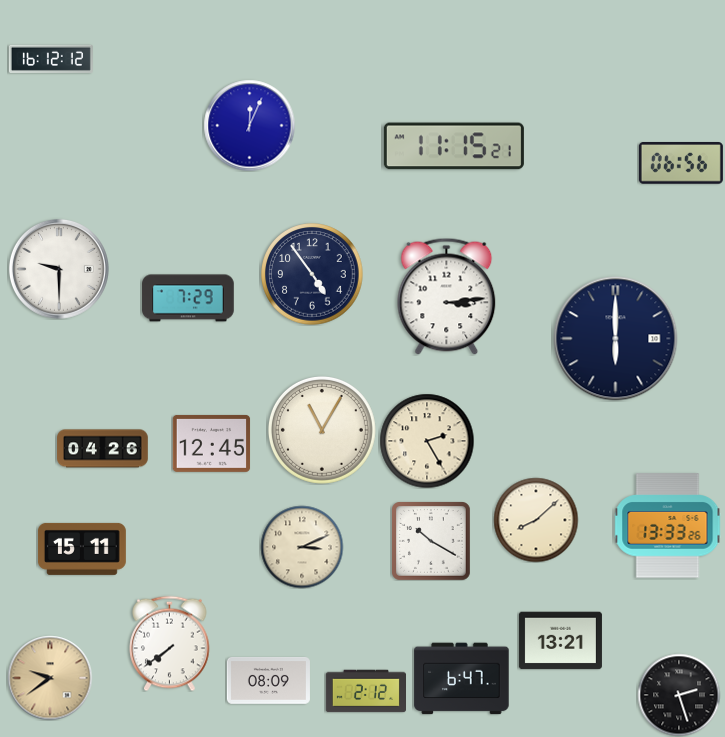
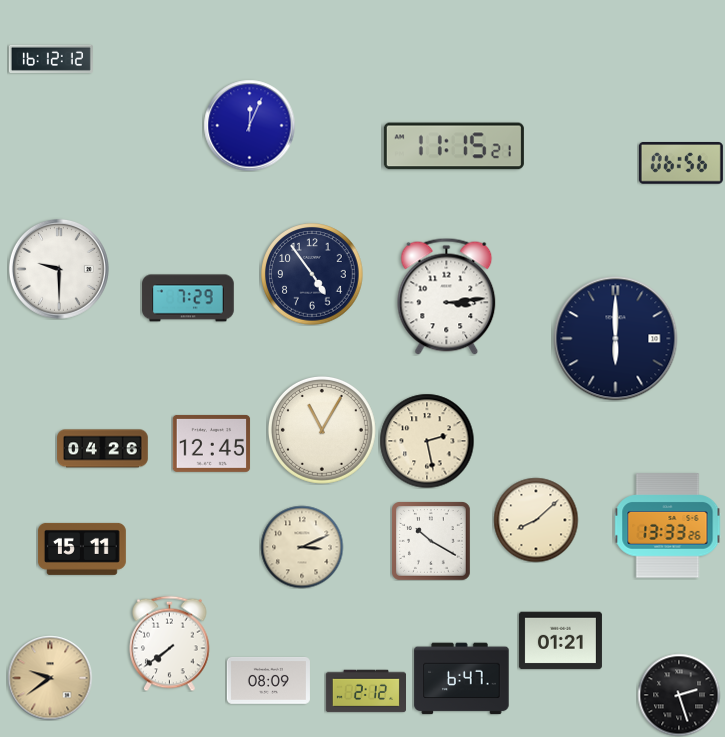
clock at (427, 441): 2:25 -> 2:28
clock at (560, 641): 13:21 -> 01:21
